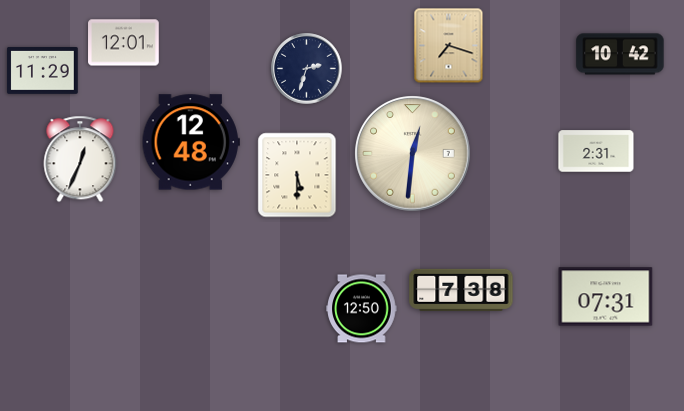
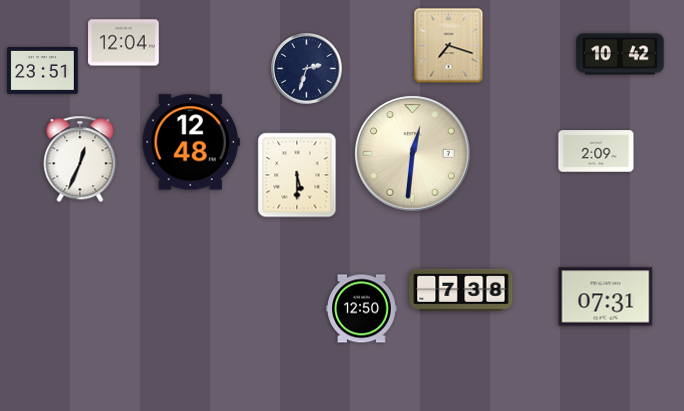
clock at (124, 43): 12:01 -> 12:04
clock at (43, 71): 11:29 -> 23:51
clock at (596, 151): 2:31 -> 2:09
